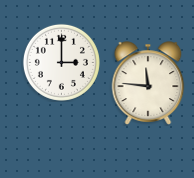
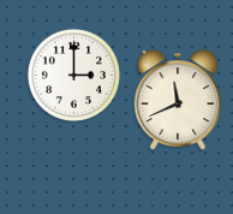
clock at (148, 83): 11:46 -> 11:41
